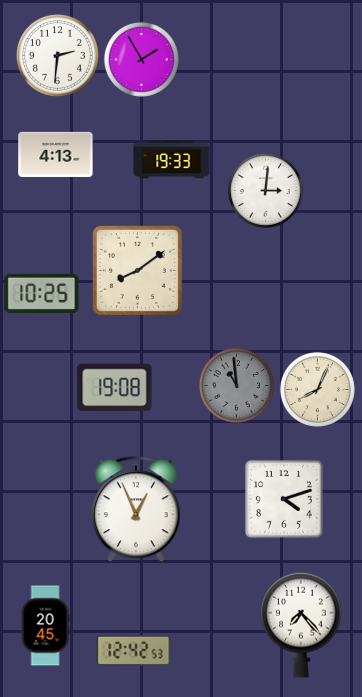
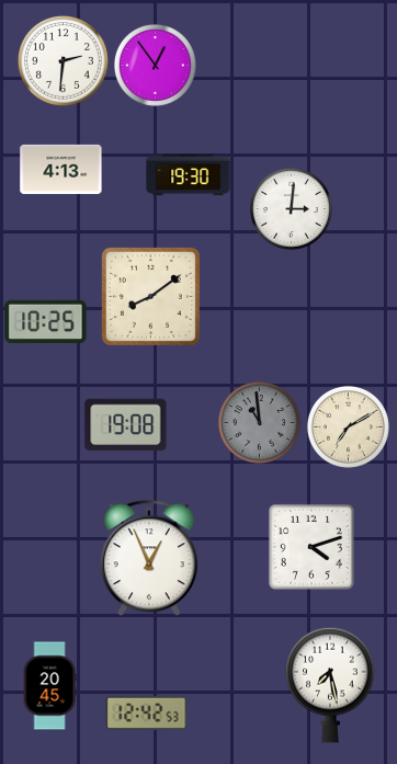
clock at (141, 59): 1:55 -> 12:54
clock at (172, 160): 19:33 -> 19:30
clock at (317, 389): 8:04 -> 7:10
clock at (301, 625): 7:23 -> 7:28
